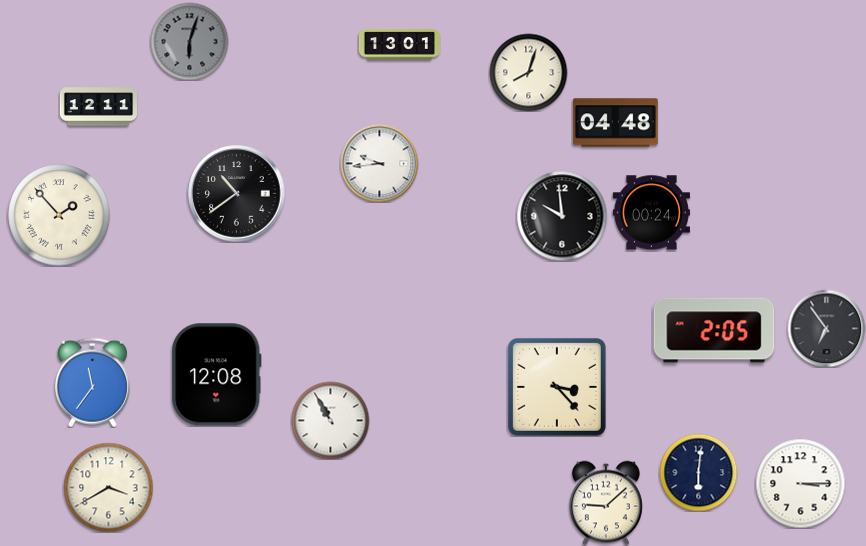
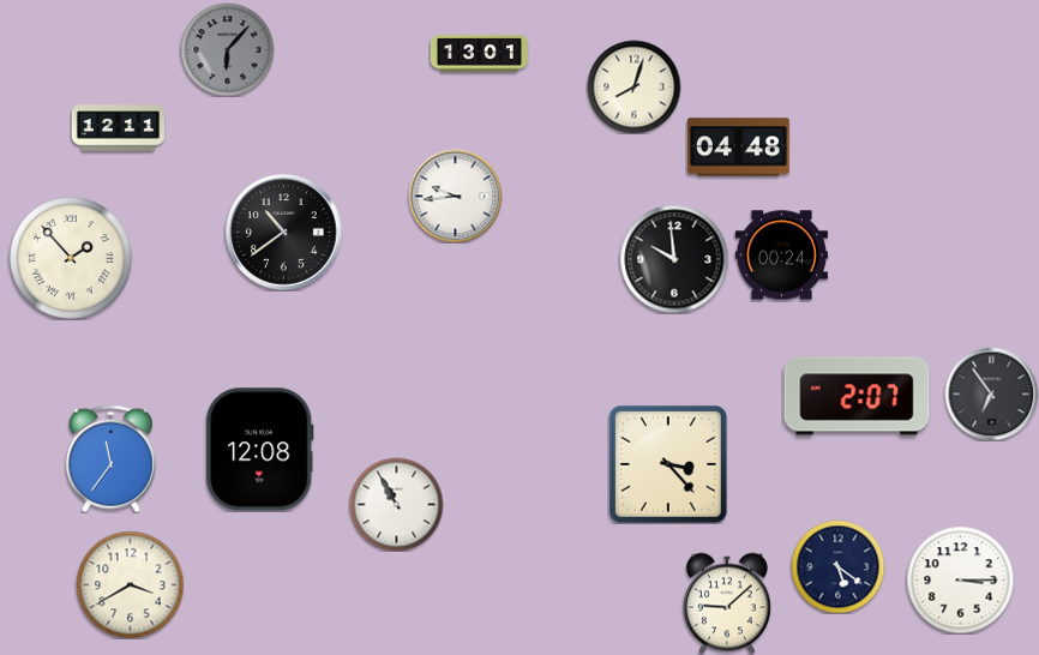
clock at (189, 41): 6:03 -> 6:07
clock at (714, 330): 2:05 -> 2:07
clock at (698, 472): 6:01 -> 5:21
